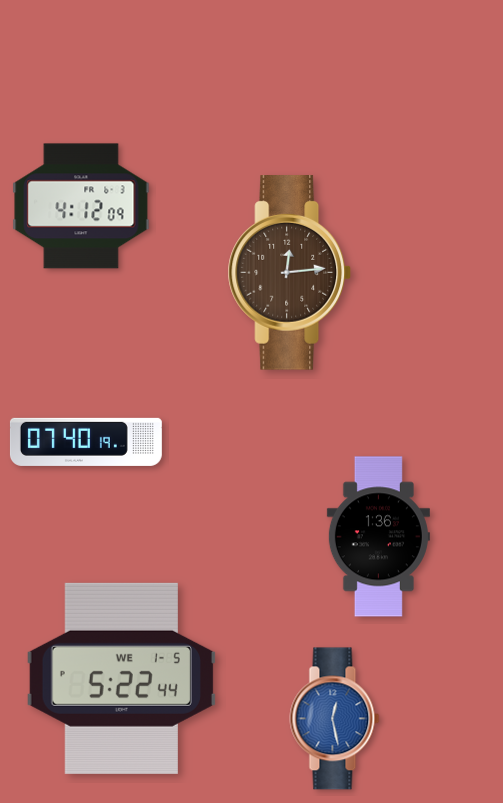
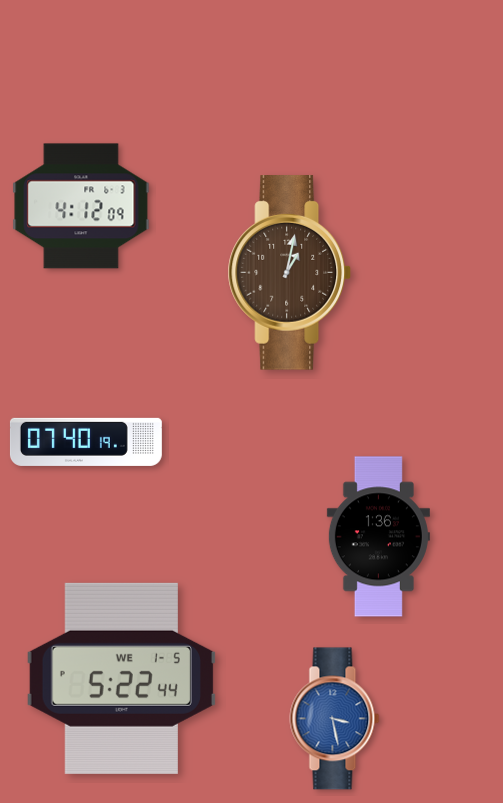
clock at (290, 273): 12:14 -> 1:02
clock at (335, 719): 12:28 -> 3:28
